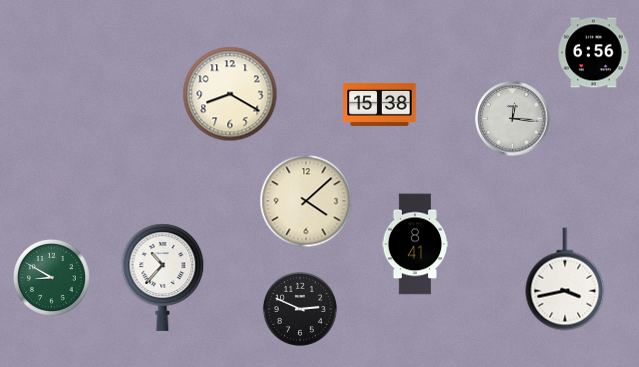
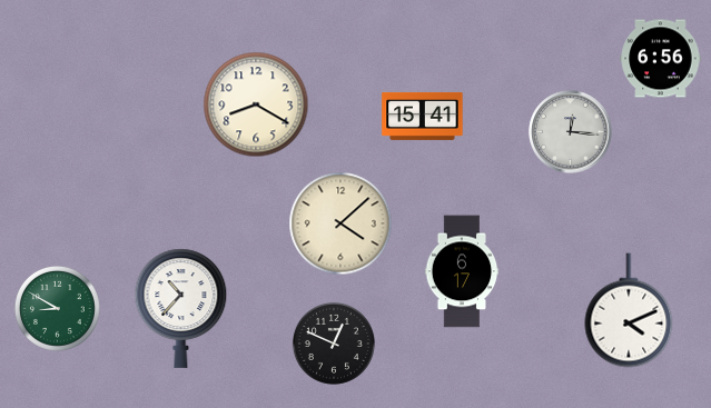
clock at (380, 104): 15:38 -> 15:41
clock at (415, 244): 8:41 -> 6:17
clock at (565, 279): 3:43 -> 4:11
clock at (300, 309): 2:49 -> 12:49
